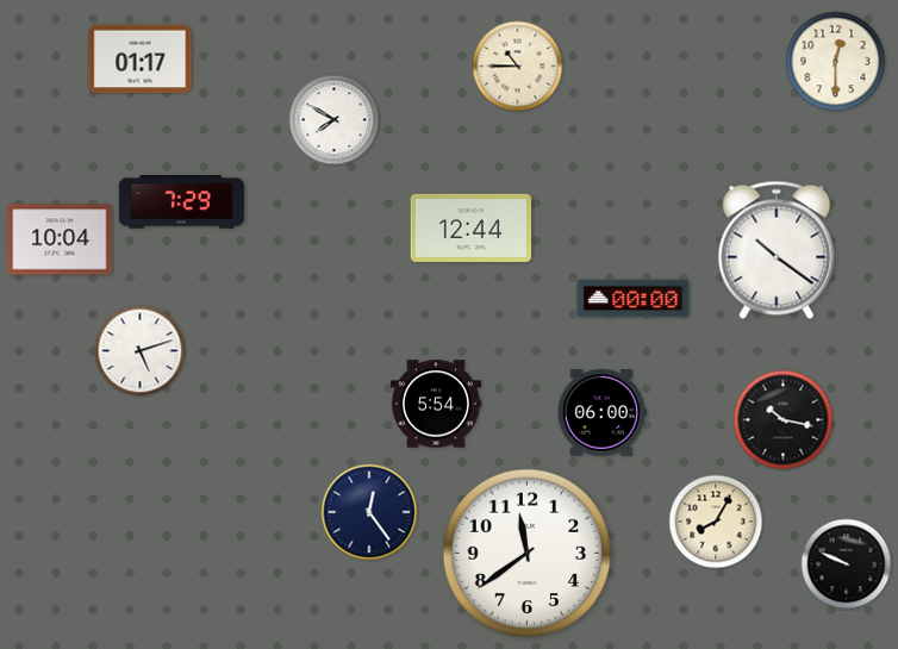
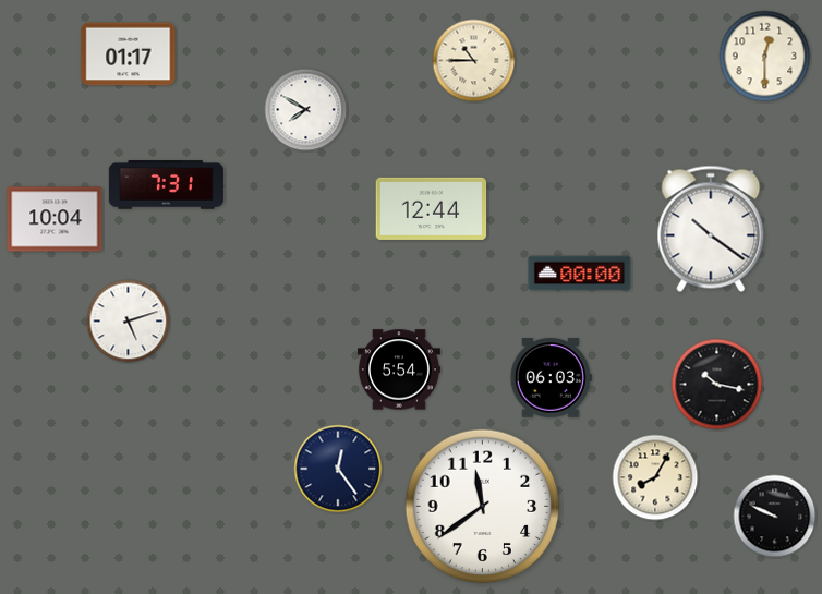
clock at (181, 202): 7:29 -> 7:31
clock at (601, 413): 06:00 -> 06:03
